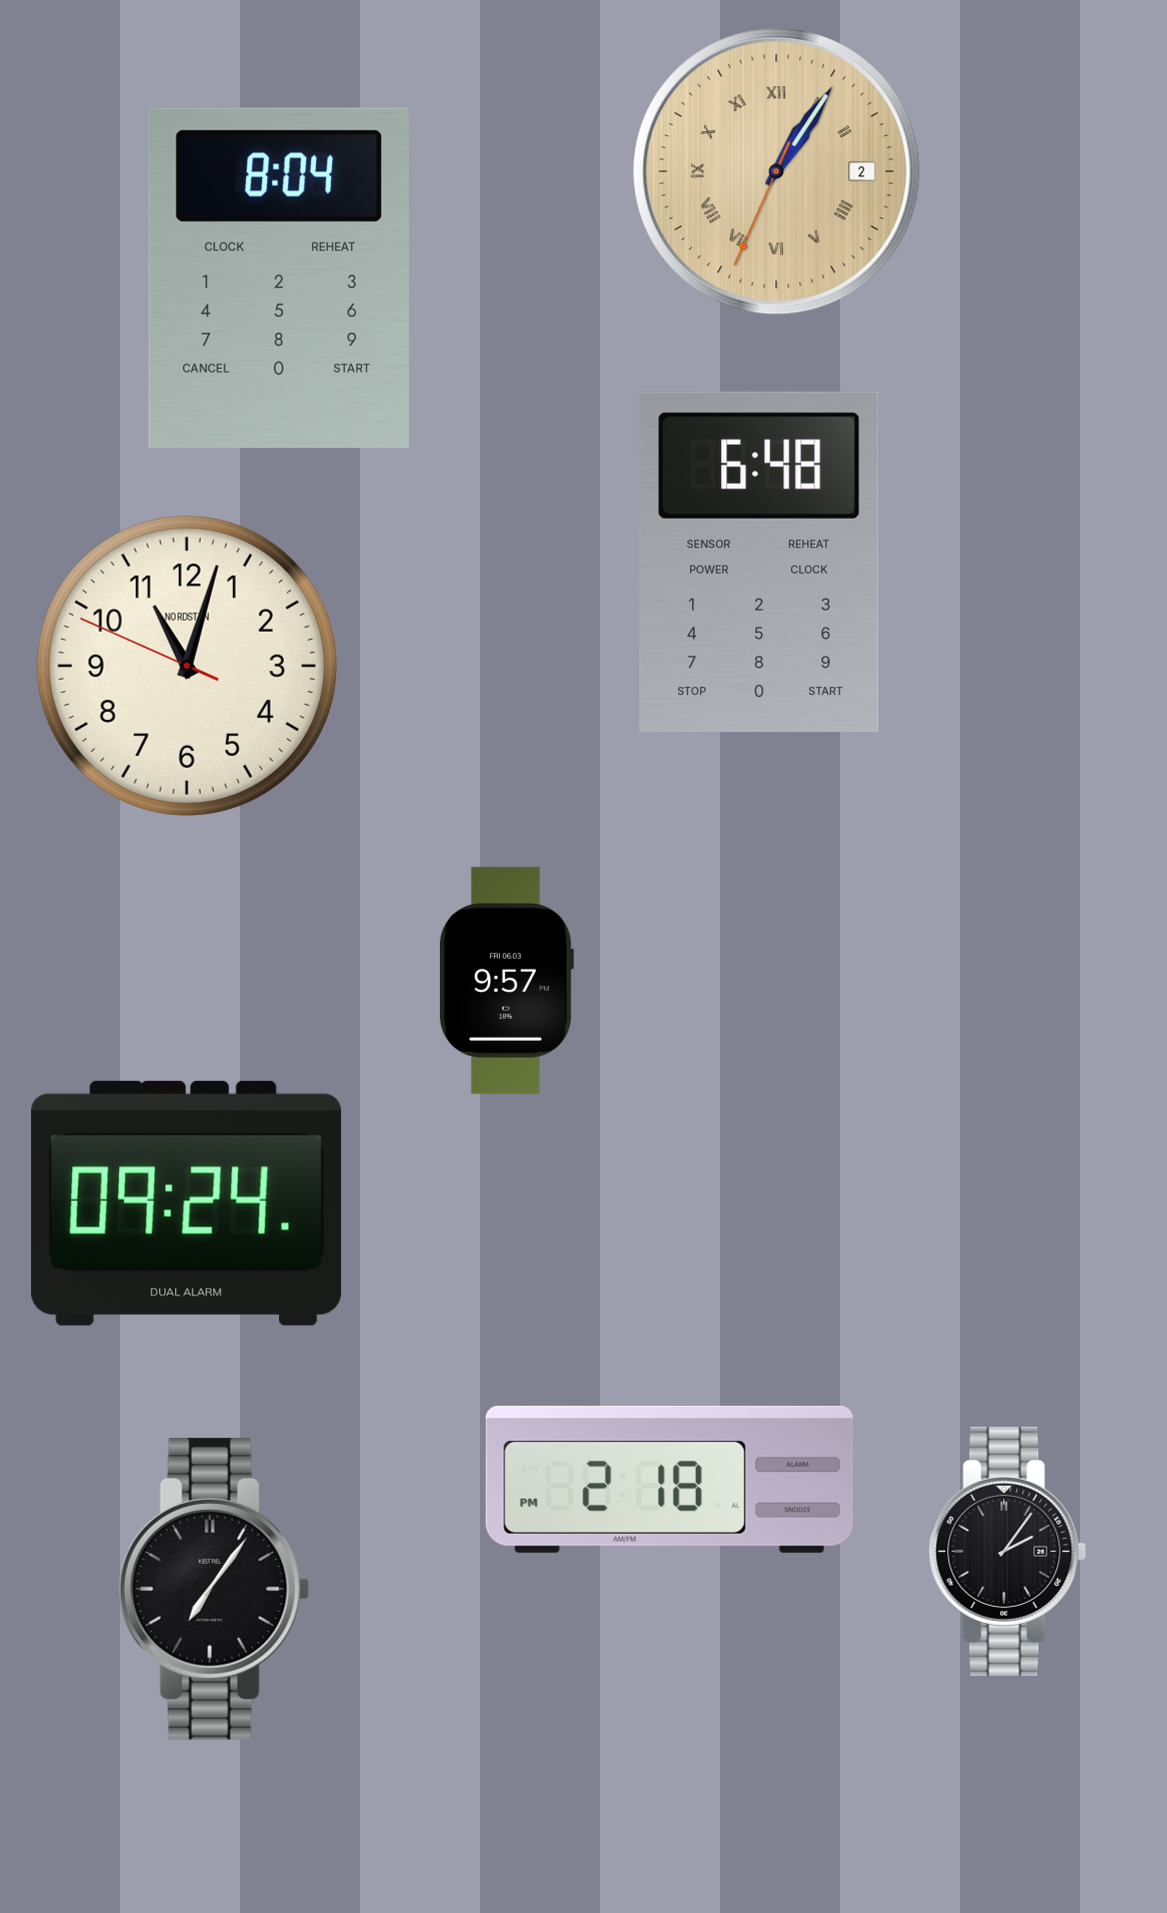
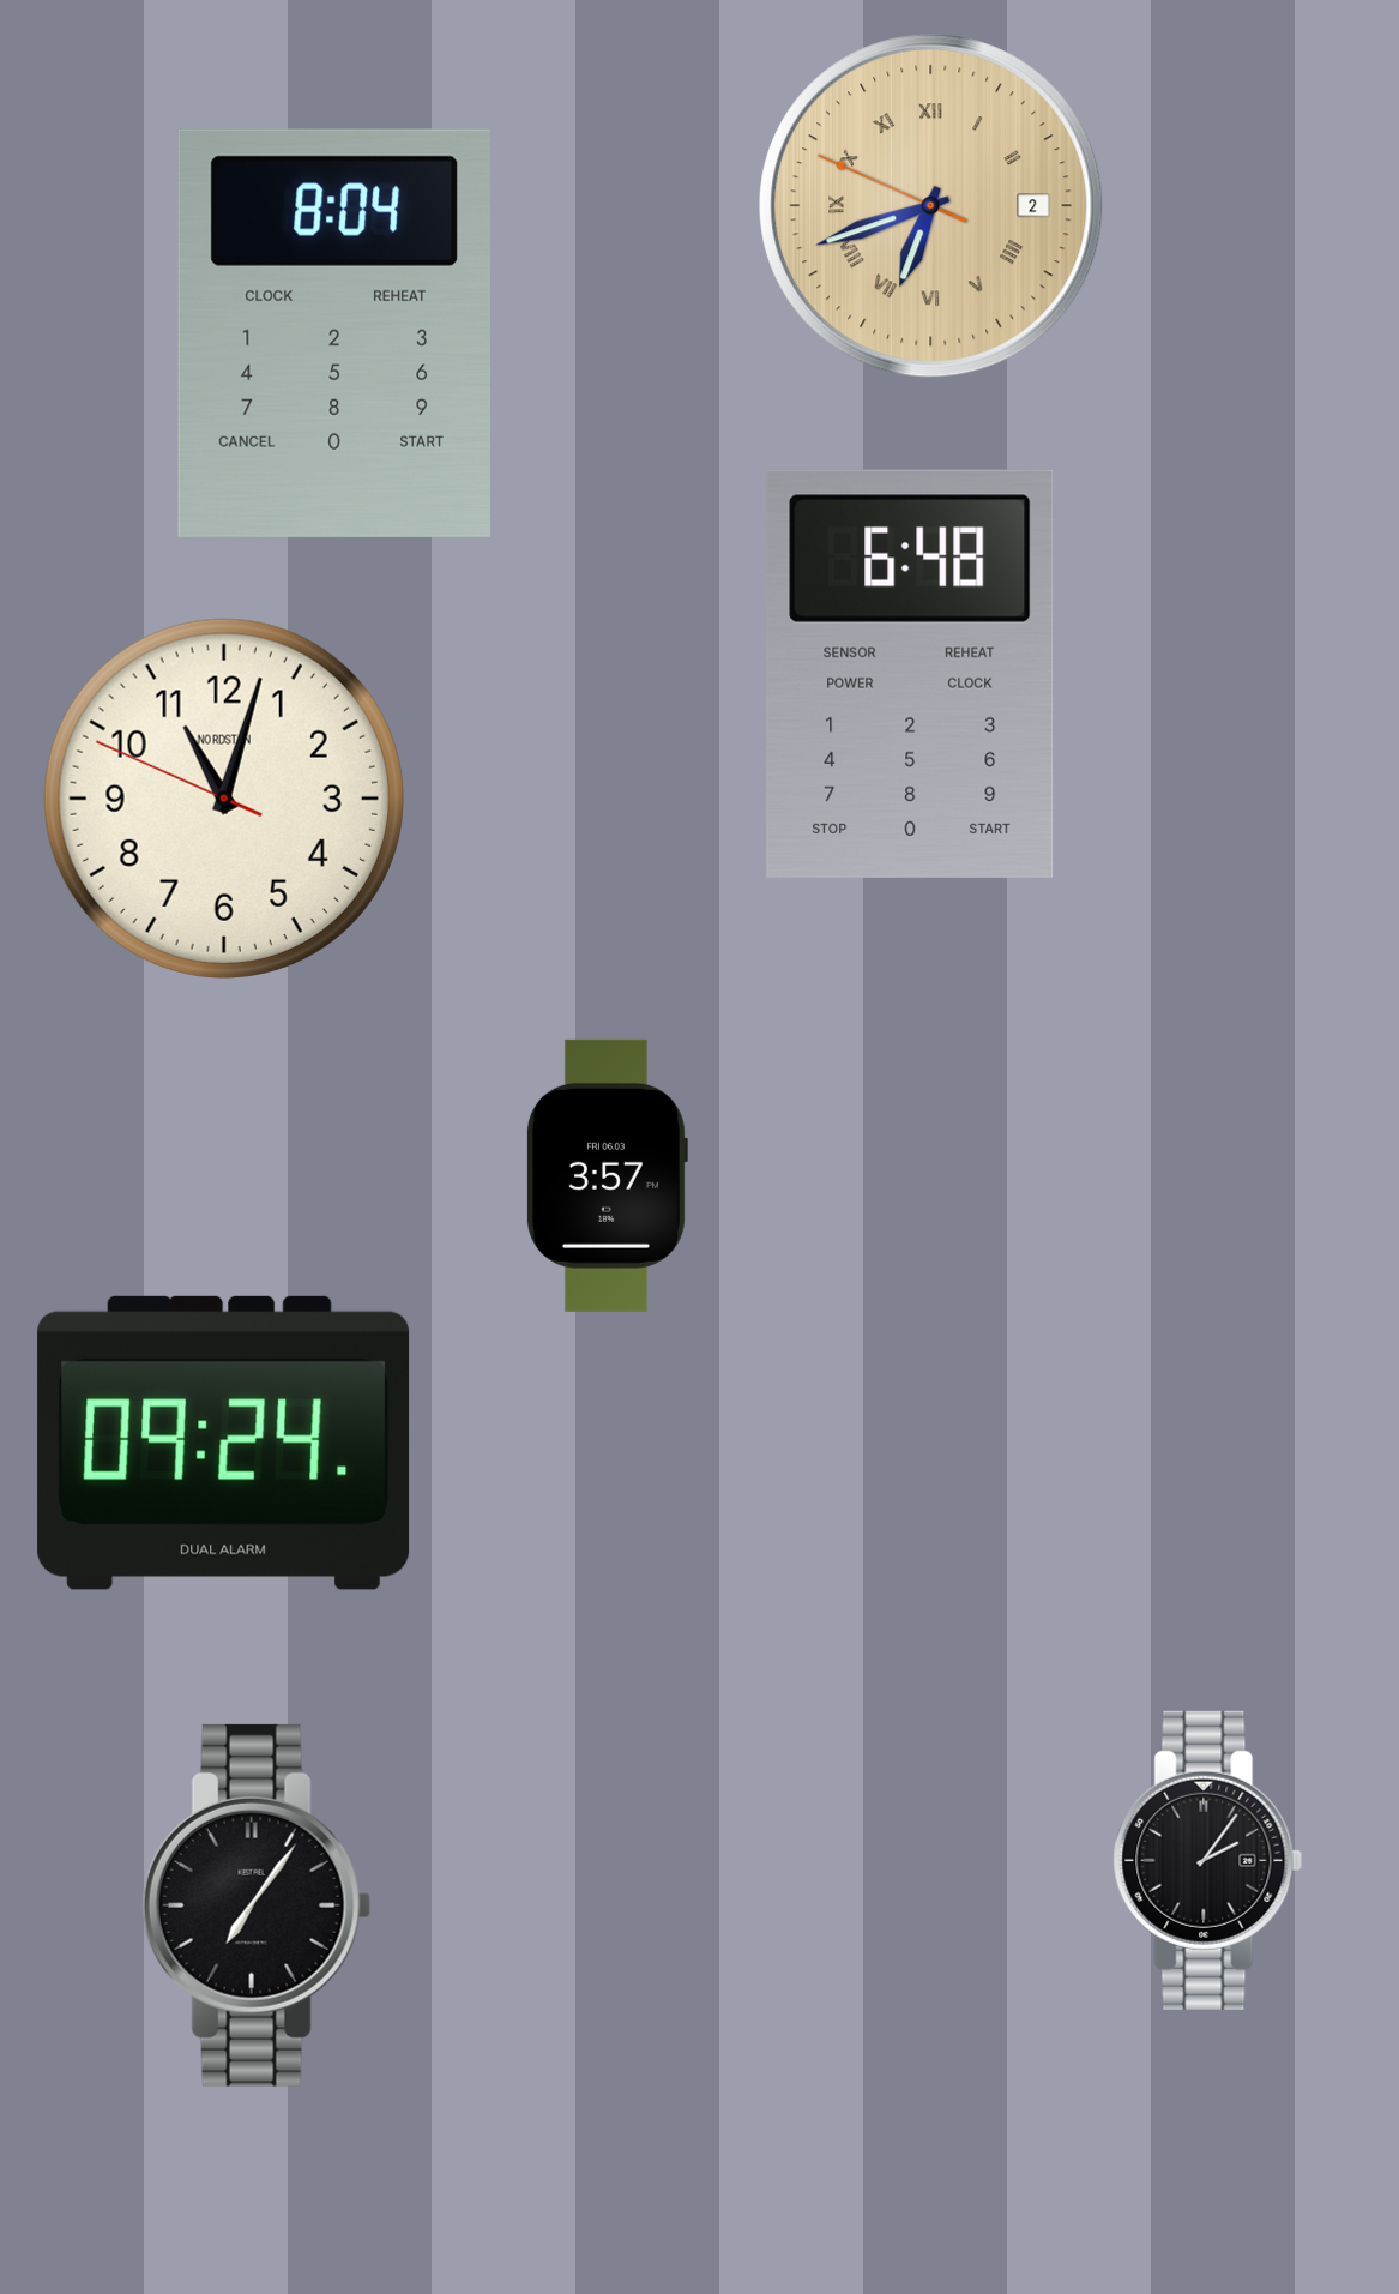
clock at (777, 172): 1:05 -> 6:41
clock at (506, 980): 9:57 -> 3:57
clock at (669, 1479): 2:18 -> none
